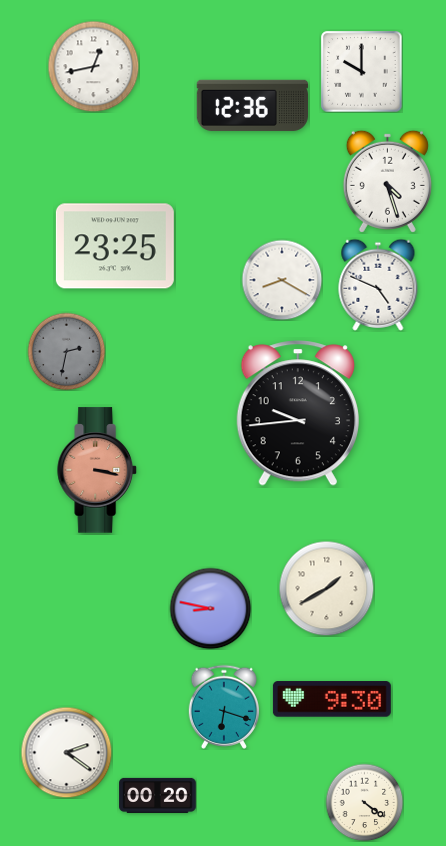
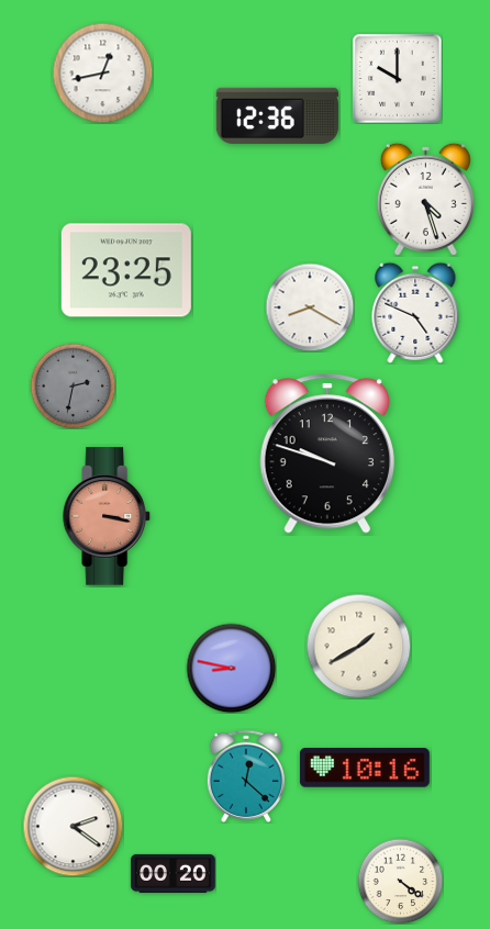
clock at (298, 413): 9:44 -> 9:48
clock at (332, 699): 9:30 -> 10:16
clock at (224, 707): 6:18 -> 12:22
